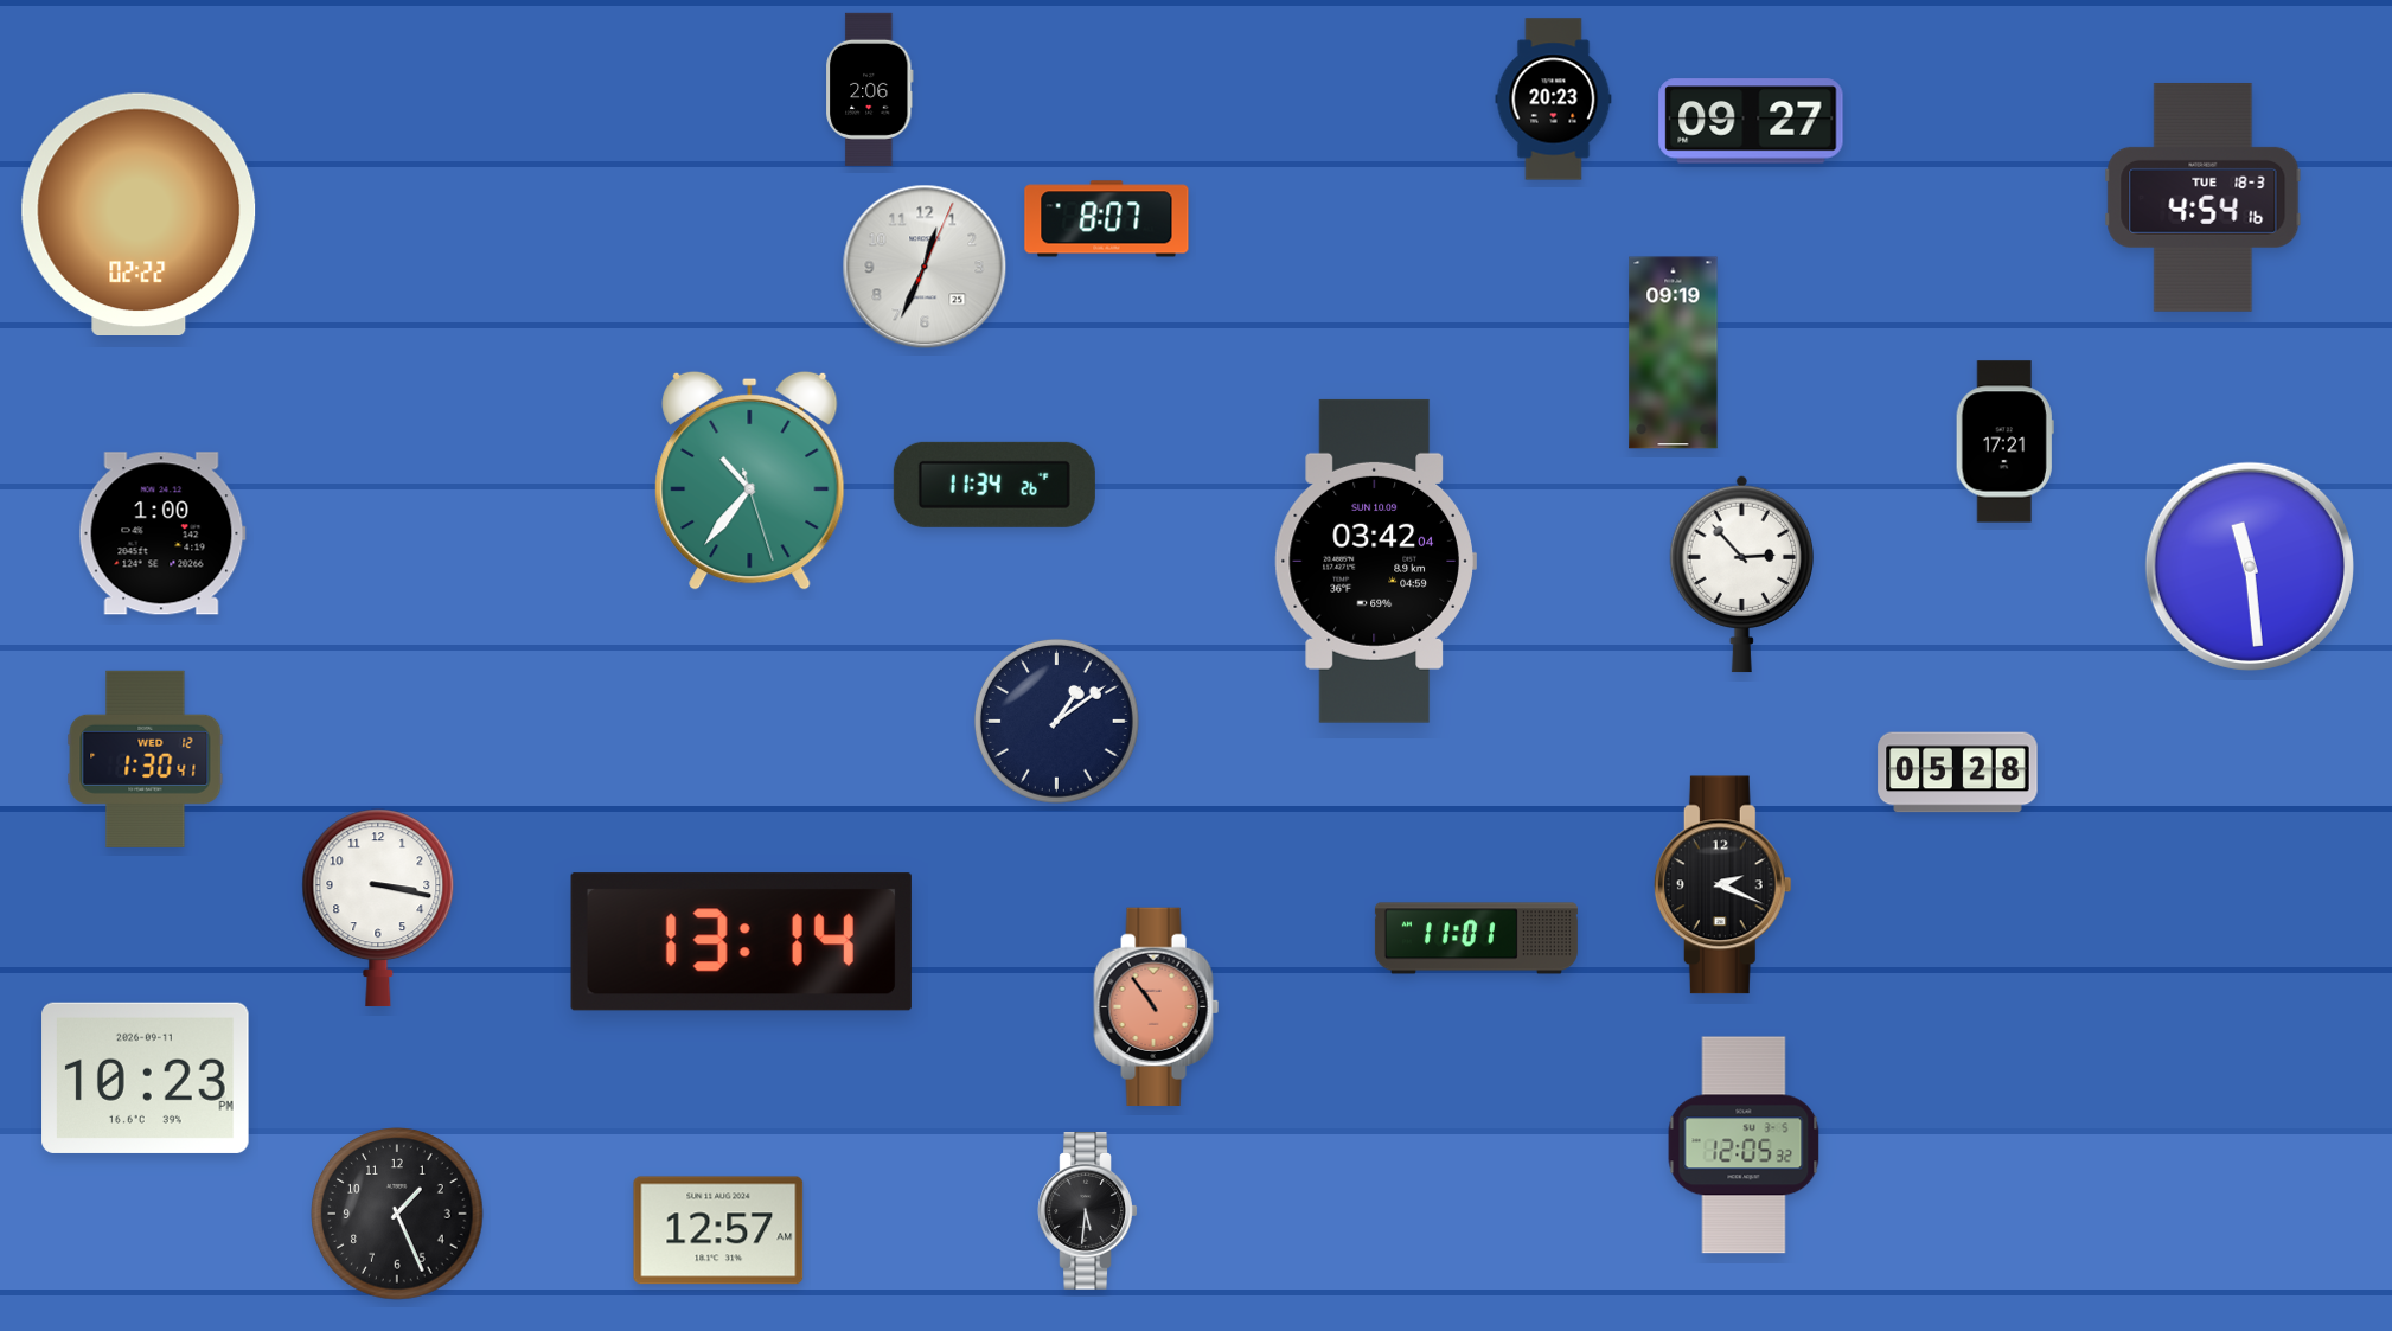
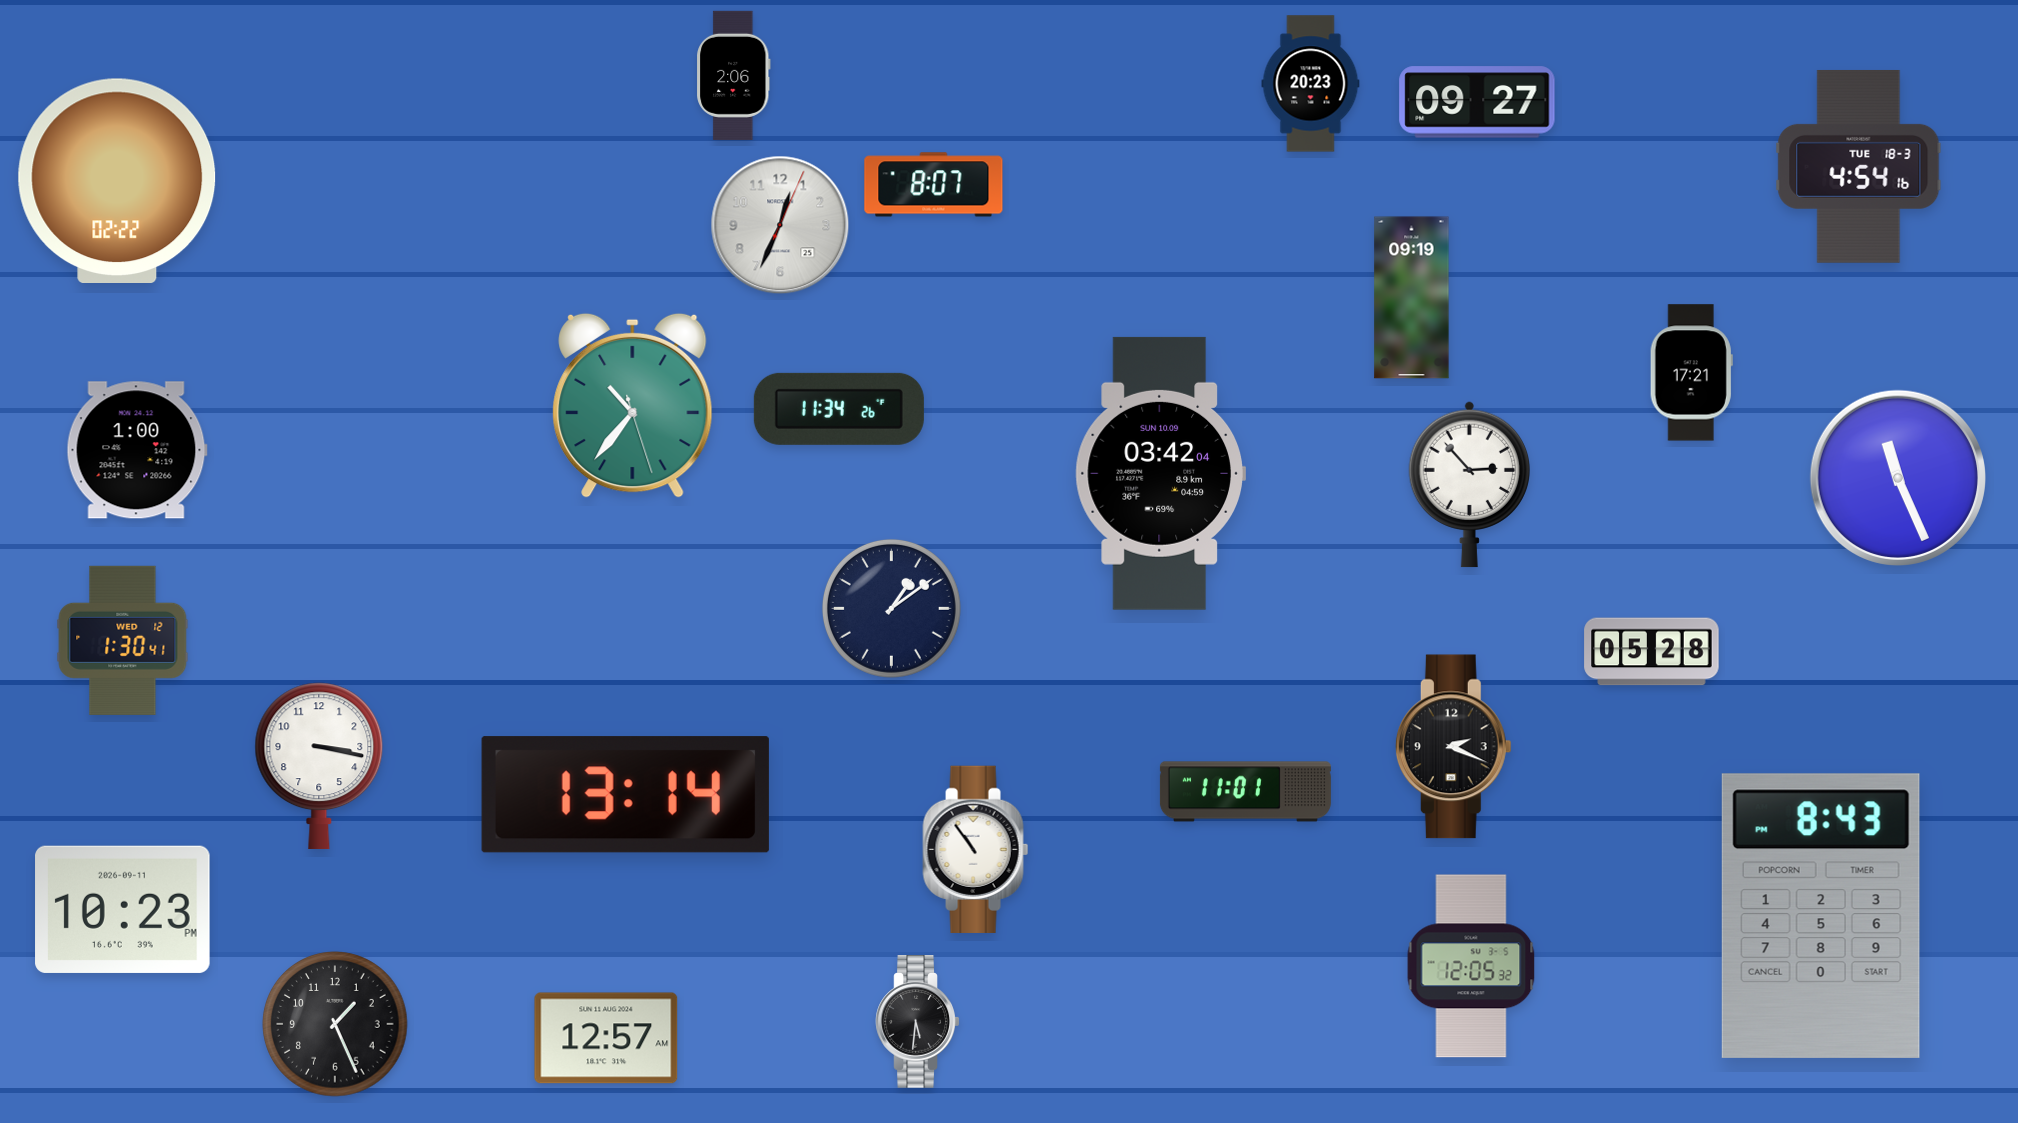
clock at (2250, 567): 11:29 -> 11:26
clock at (1157, 1006) dial: salmon -> white
clock at (1821, 916): none -> 8:43
